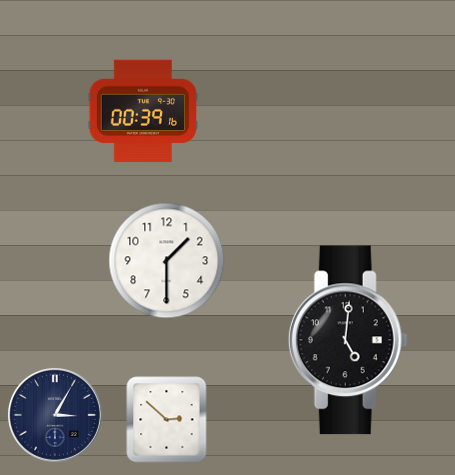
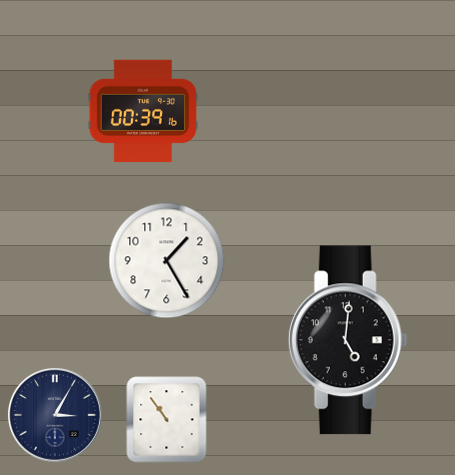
clock at (167, 261): 1:30 -> 1:25
clock at (167, 420): 2:52 -> 10:54
